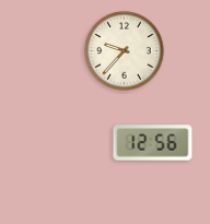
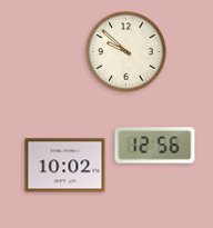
clock at (125, 51): 9:37 -> 9:52
clock at (65, 166): none -> 10:02
